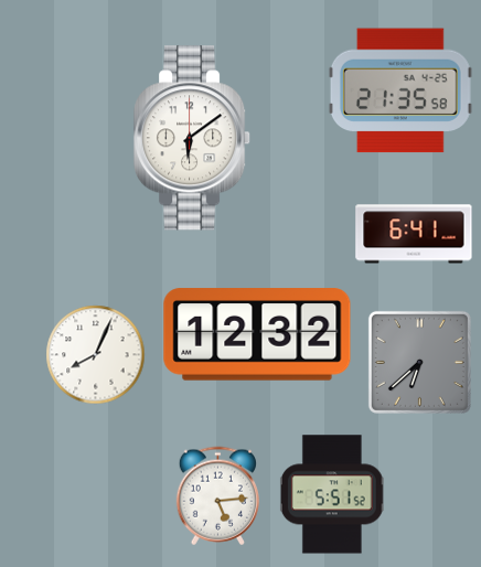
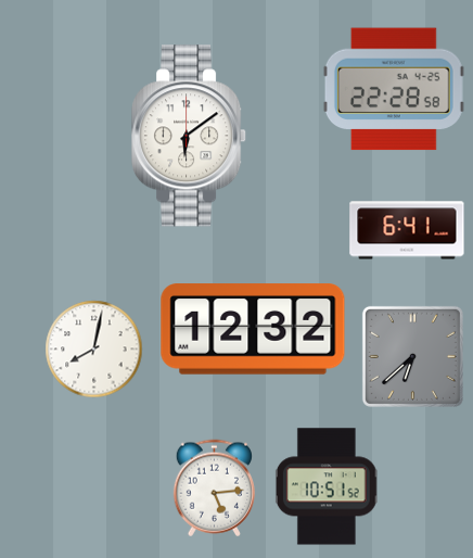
clock at (400, 90): 21:35 -> 22:28
clock at (95, 354): 8:04 -> 8:02
clock at (332, 494): 5:51 -> 10:51
